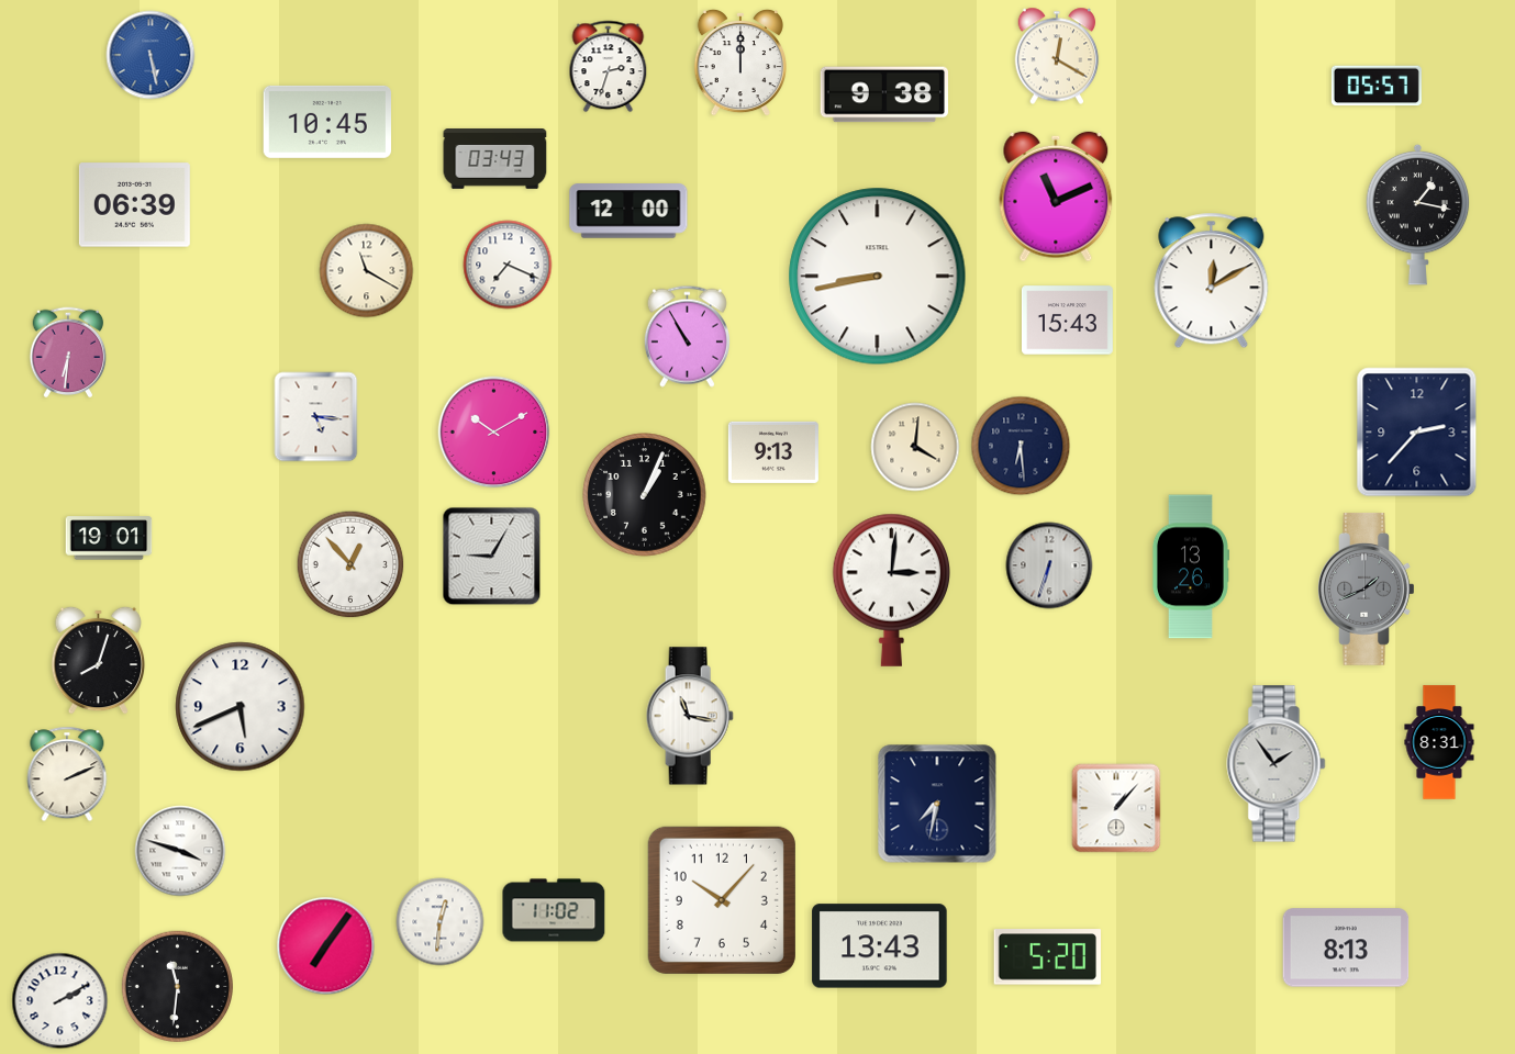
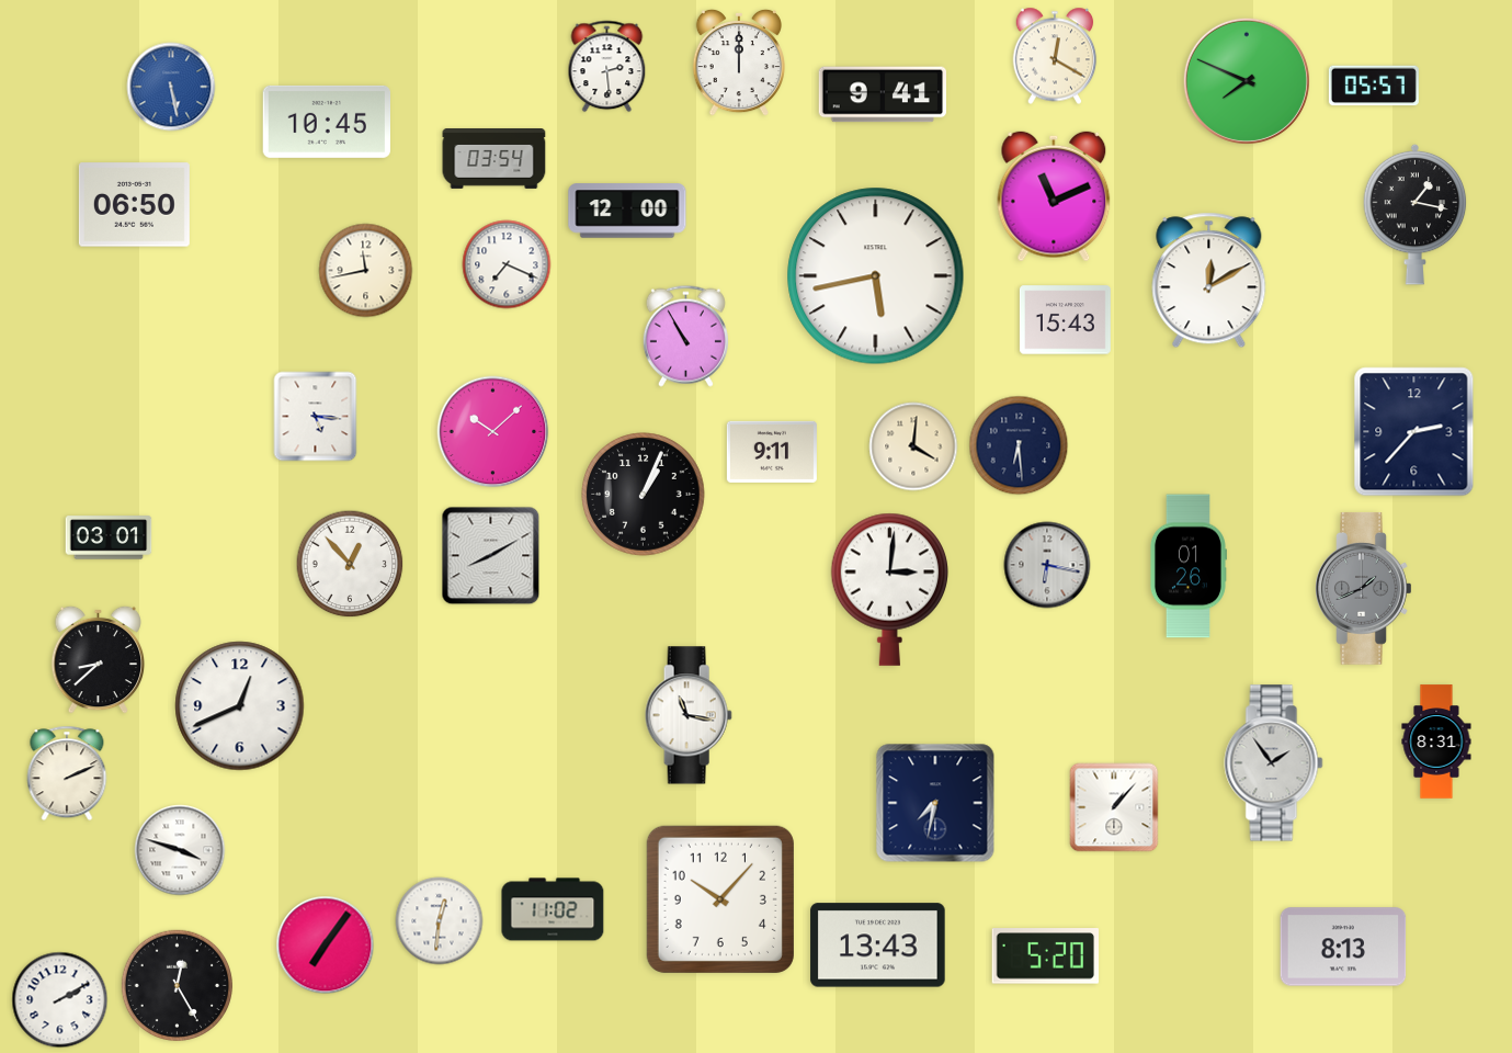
clock at (151, 55) position: (151, 55) -> (171, 87)
clock at (609, 67): 2:33 -> 2:29
clock at (1247, 81): none -> 7:49
clock at (883, 94): 9:38 -> 9:41
clock at (495, 159): 03:43 -> 03:54
clock at (134, 205): 06:39 -> 06:50
clock at (367, 271): 11:20 -> 11:43
clock at (878, 277): 8:43 -> 5:43
clock at (68, 352): 6:31 -> none
clock at (494, 433): 10:10 -> 10:08
clock at (773, 452): 9:13 -> 9:11
clock at (109, 538): 19:01 -> 03:01
clock at (492, 557): 9:05 -> 8:10
clock at (1049, 565): 6:33 -> 6:17
clock at (1190, 567): 13:26 -> 01:26
clock at (99, 660): 8:03 -> 8:38
clock at (241, 707): 5:41 -> 12:41
clock at (177, 986): 11:31 -> 12:25
